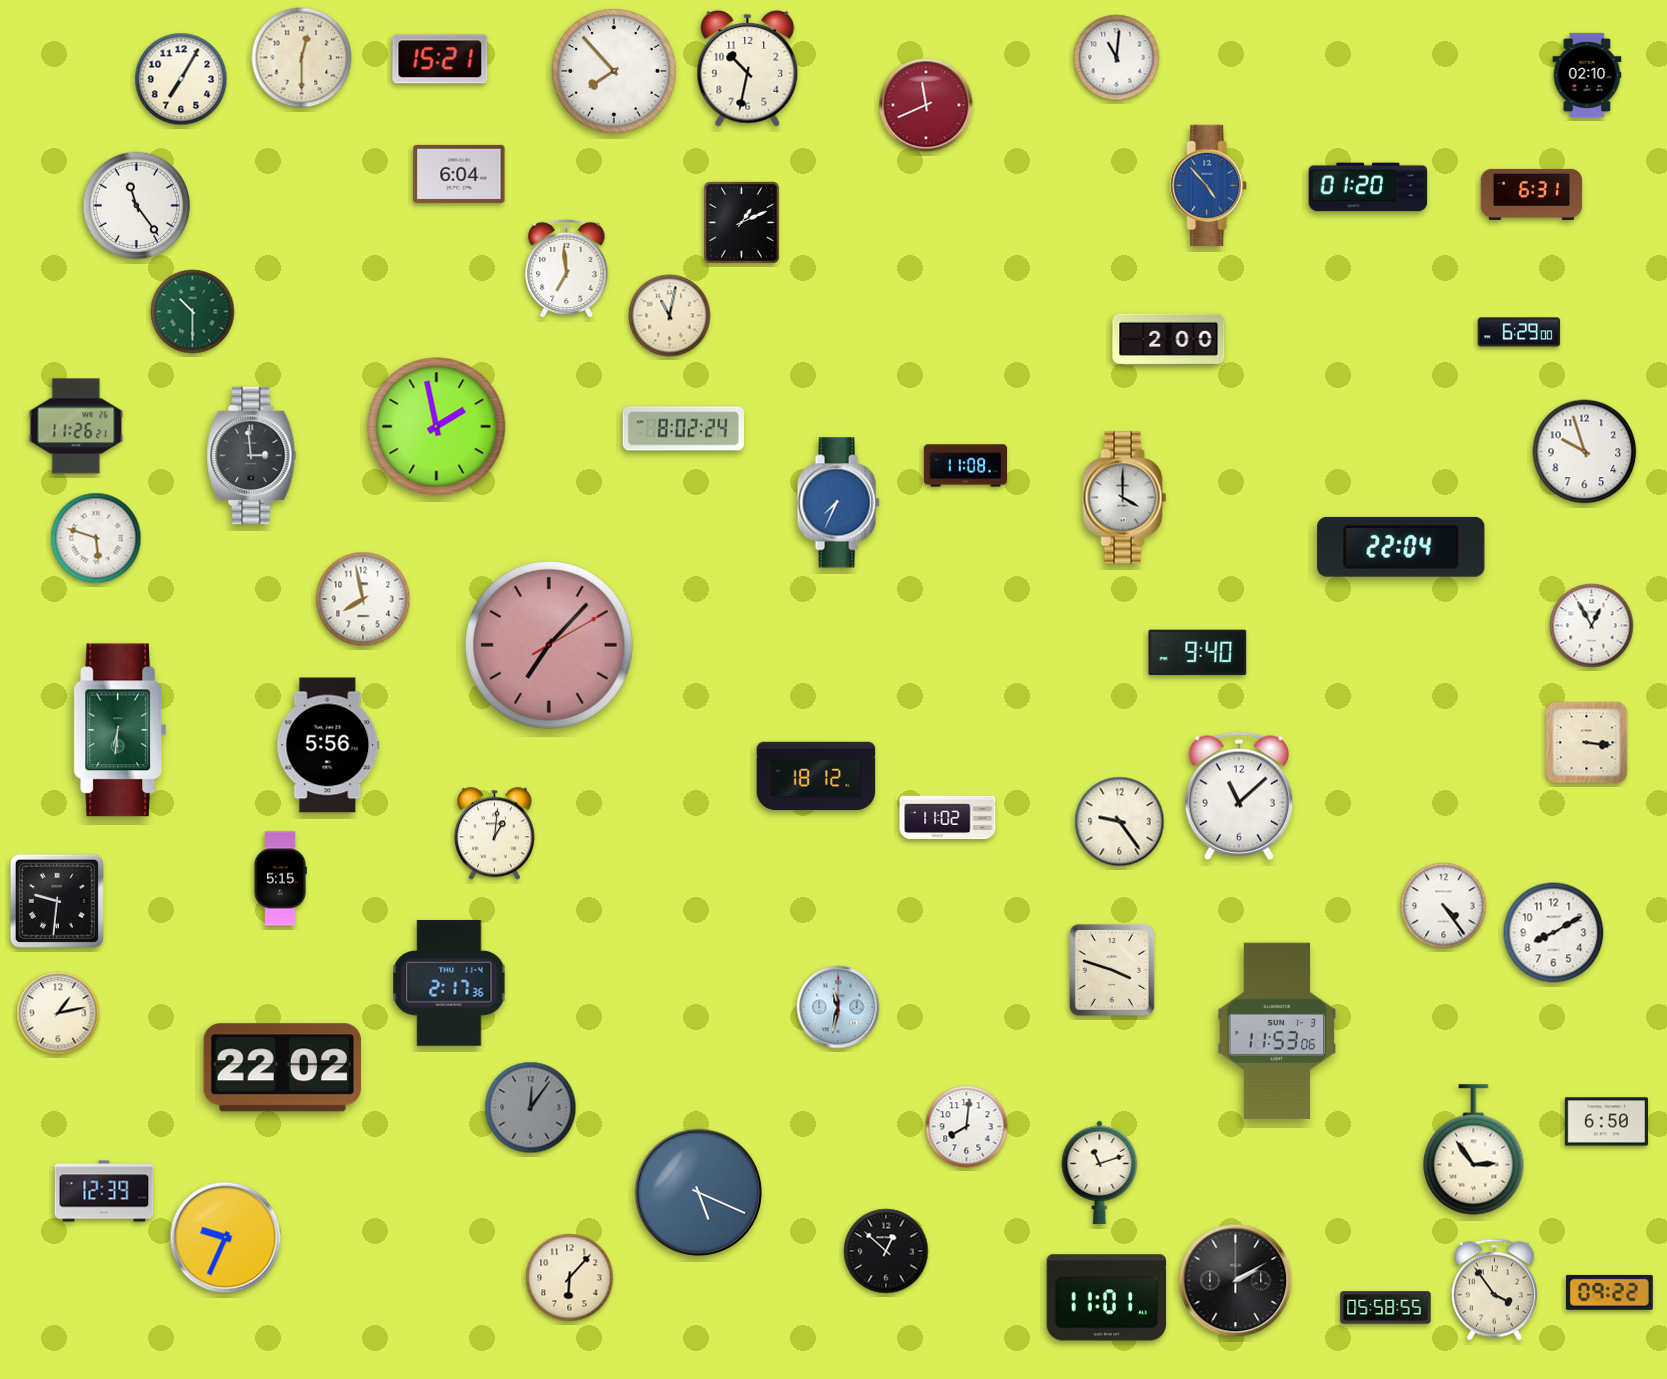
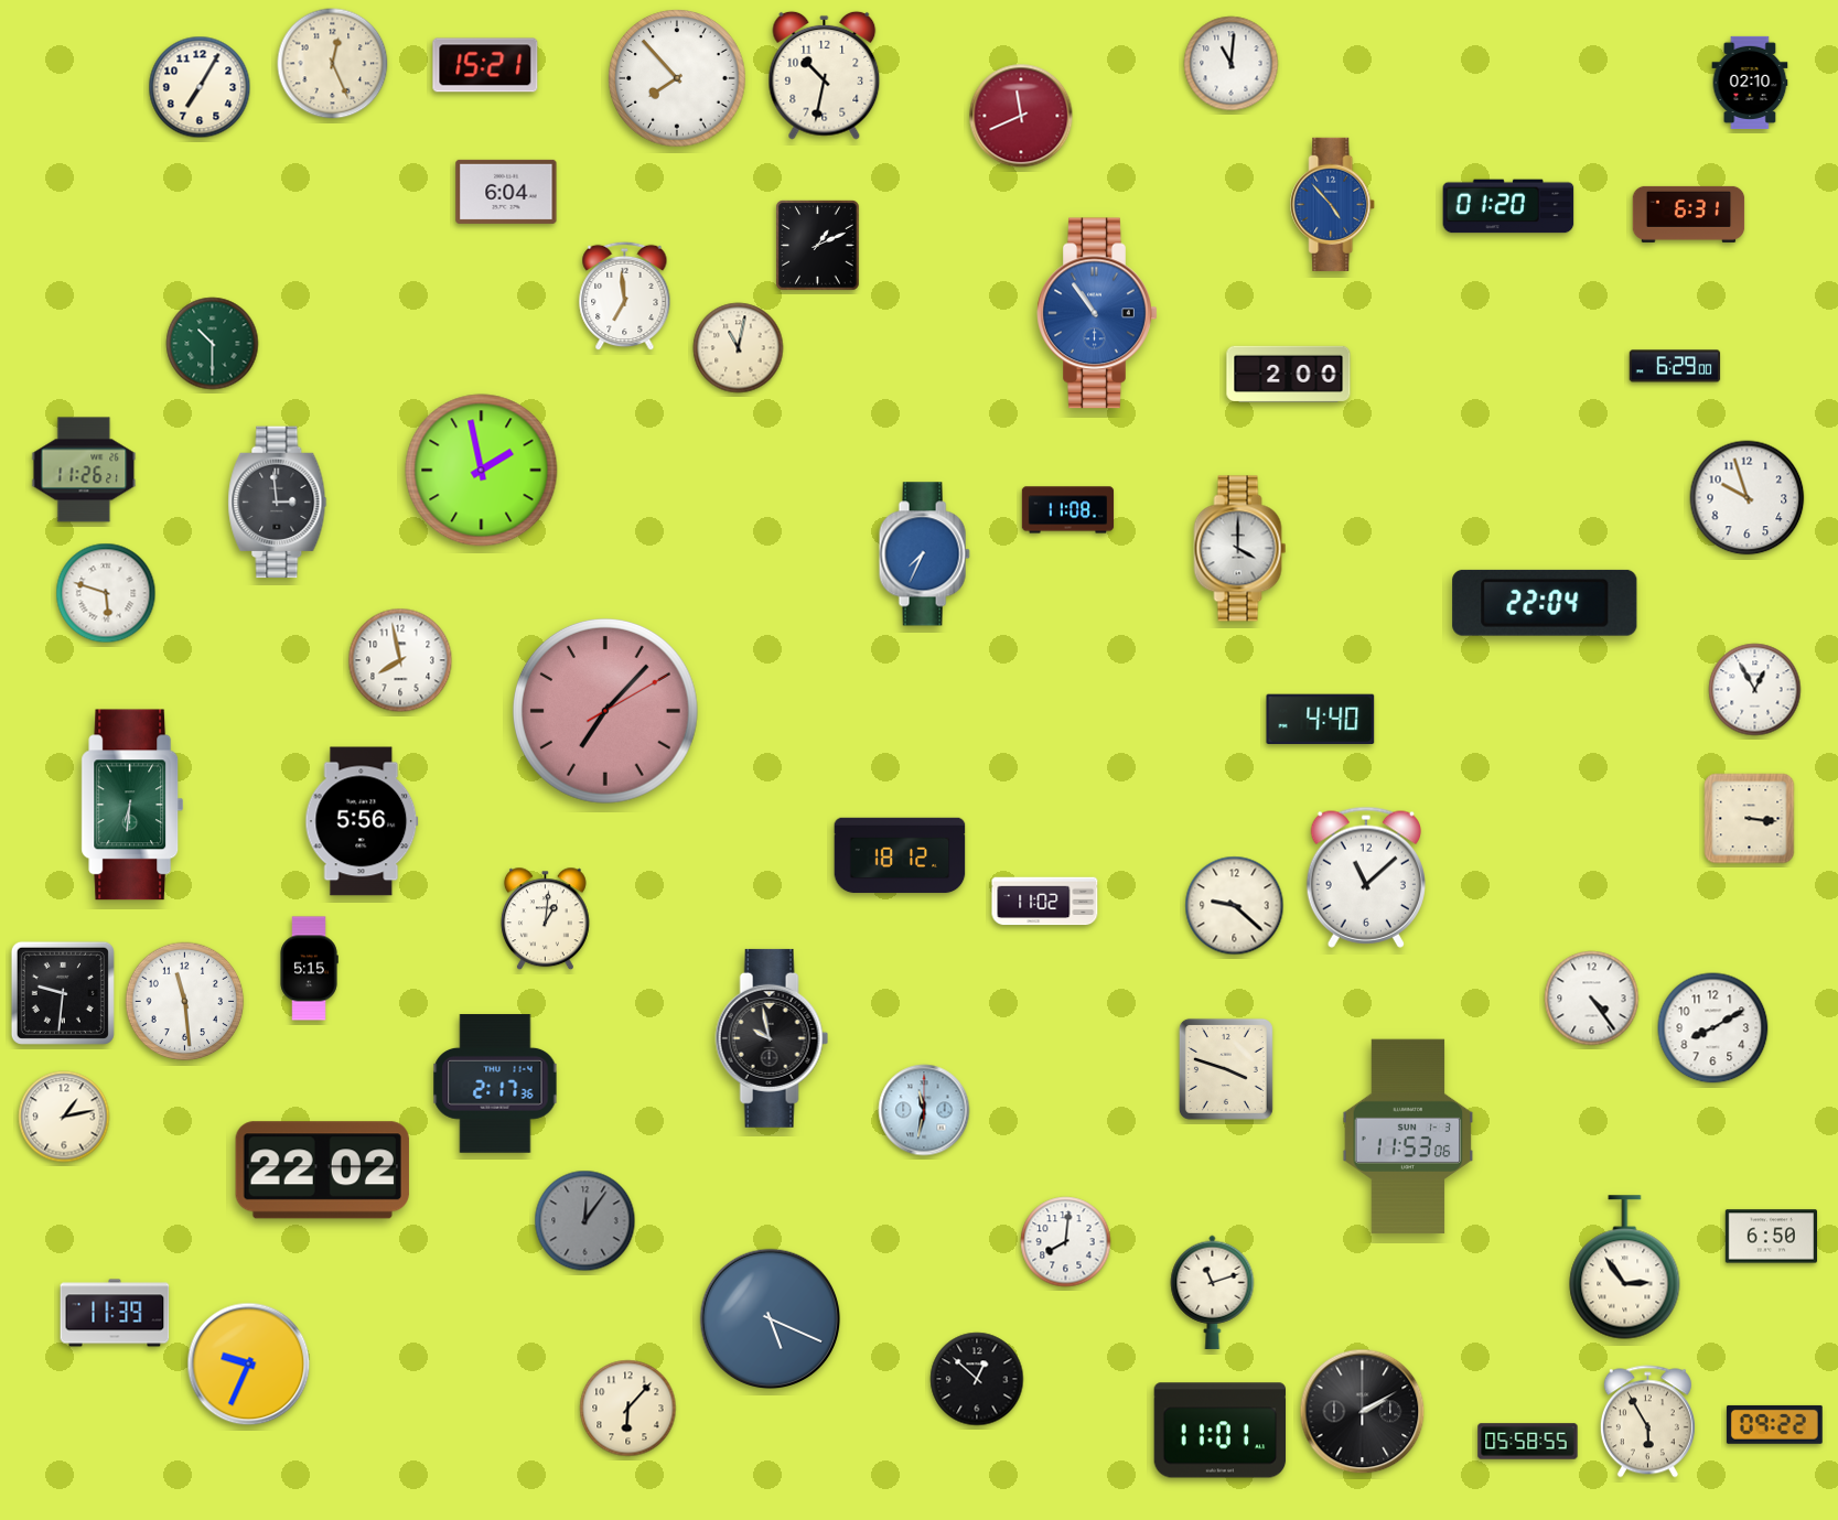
clock at (302, 58): 12:30 -> 12:26
clock at (137, 206): 11:24 -> none
clock at (1097, 313): none -> 10:54
clock at (683, 429): 8:02 -> none
clock at (966, 466) position: (966, 466) -> (1068, 510)
clock at (1198, 652): 9:40 -> 4:40
clock at (1120, 822): 9:24 -> 9:22
clock at (185, 1002): none -> 11:29
clock at (772, 1038): none -> 9:58
clock at (282, 1068) position: (282, 1068) -> (322, 1171)
clock at (104, 1191): 12:39 -> 11:39
clock at (699, 1193) position: (699, 1193) -> (771, 1319)
clock at (1494, 1290): 3:54 -> 5:55
